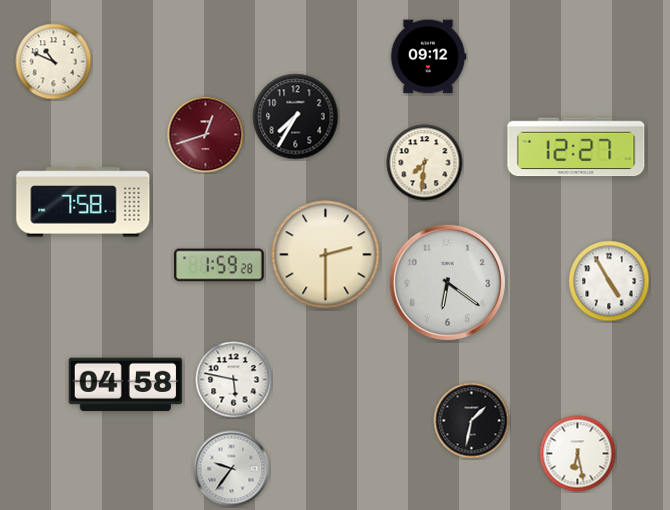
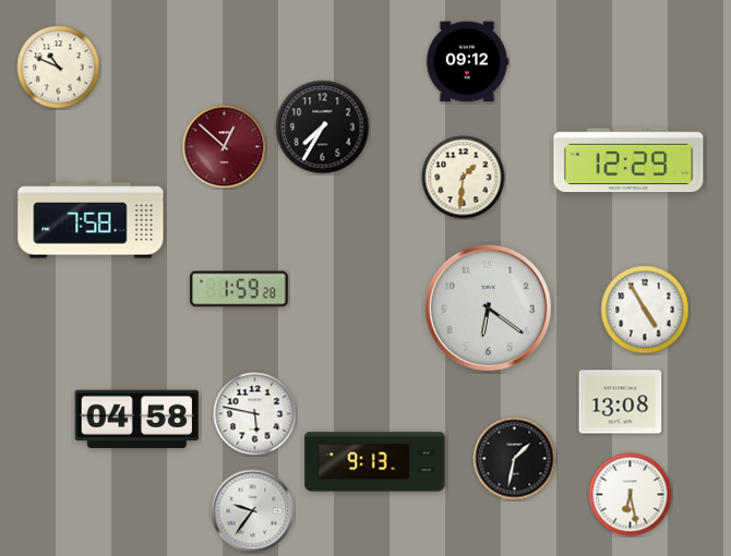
clock at (206, 135): 12:42 -> 12:52
clock at (576, 147): 12:27 -> 12:29
clock at (425, 163): 7:31 -> 1:31
clock at (326, 255): 2:30 -> none
clock at (609, 281) position: (609, 281) -> (645, 310)
clock at (621, 402): none -> 13:08
clock at (375, 462): none -> 9:13
